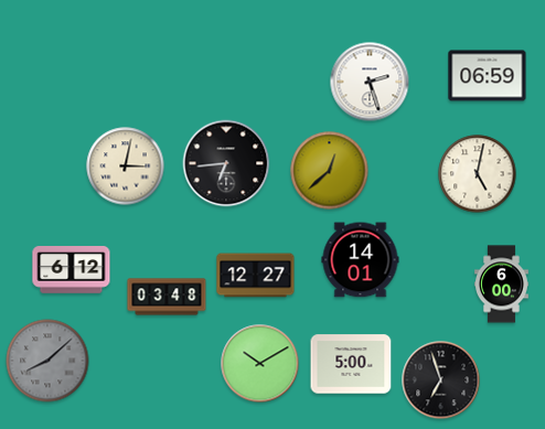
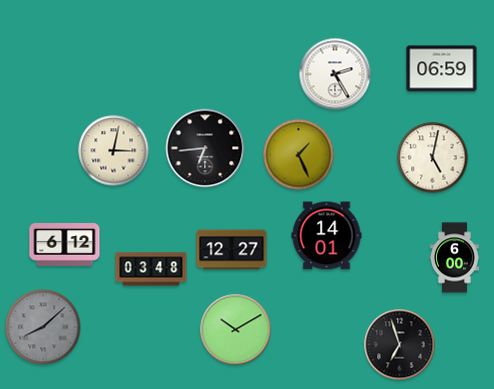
clock at (370, 82): 2:27 -> 2:25
clock at (330, 171): 12:38 -> 1:26
clock at (351, 364): 5:00 -> none
